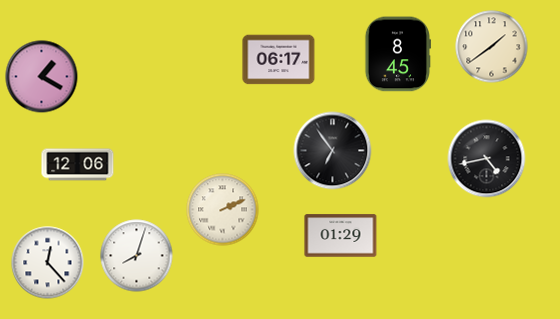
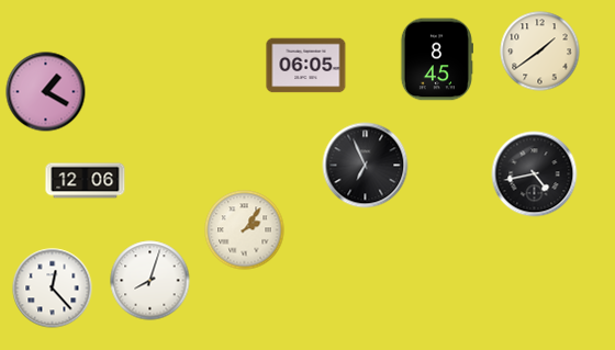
clock at (279, 60): 06:17 -> 06:05
clock at (42, 77) position: (42, 77) -> (46, 92)
clock at (333, 151): 6:54 -> 6:56
clock at (223, 210): 2:11 -> 2:06
clock at (341, 236): 01:29 -> none
